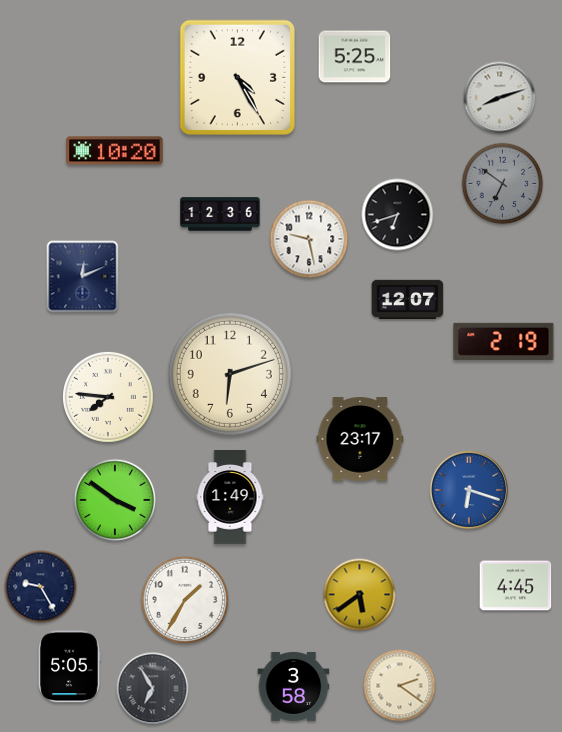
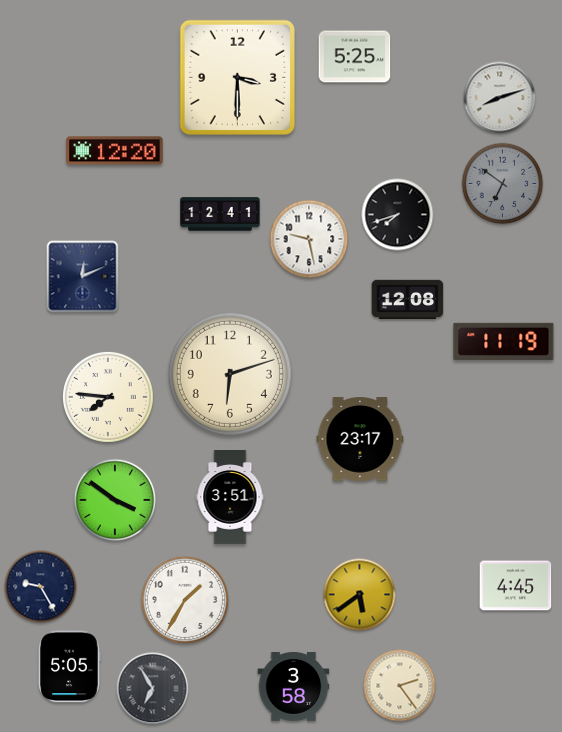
clock at (237, 77): 4:25 -> 3:30
clock at (115, 151): 10:20 -> 12:20
clock at (220, 214): 12:36 -> 12:41
clock at (398, 215): 6:42 -> 7:42
clock at (408, 300): 12:07 -> 12:08
clock at (504, 341): 2:19 -> 11:19
clock at (469, 490): 6:18 -> none
clock at (230, 498): 1:49 -> 3:51
clock at (400, 686): 2:21 -> 2:24
